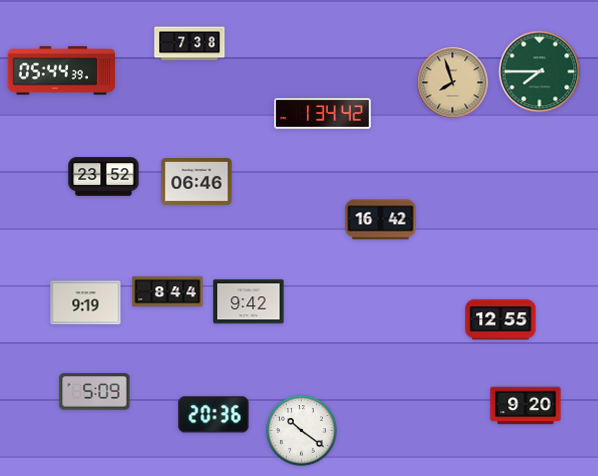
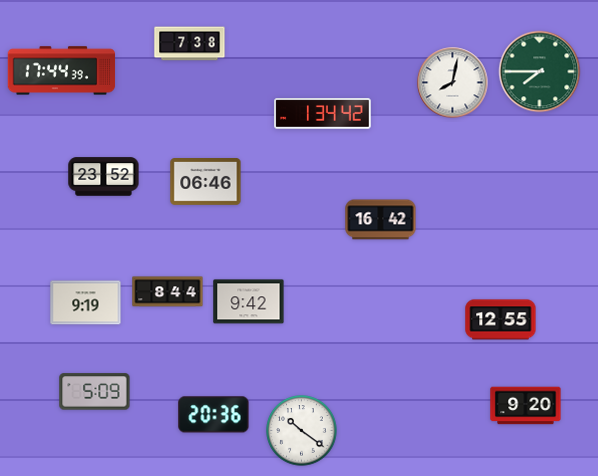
clock at (62, 71): 05:44 -> 17:44
clock at (453, 83): 7:57 -> 8:02
clock at (453, 83) dial: champagne -> white
clock at (197, 182) position: (197, 182) -> (206, 182)
